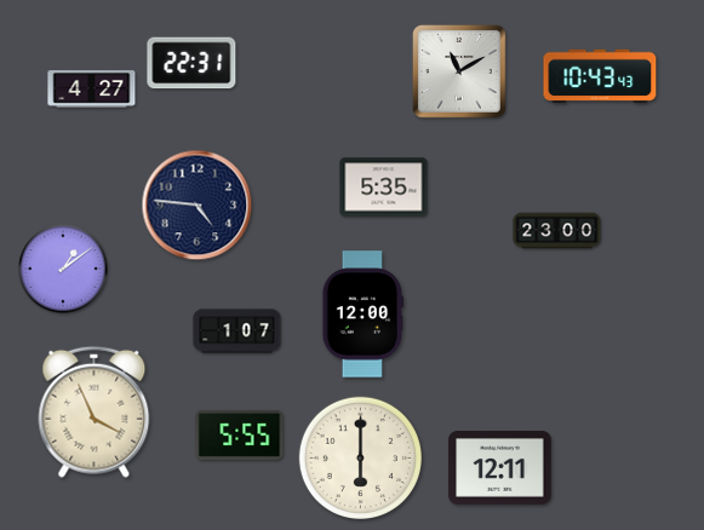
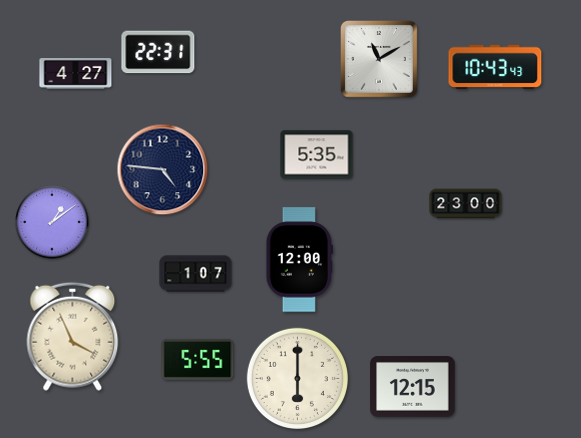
clock at (600, 76) position: (600, 76) -> (495, 67)
clock at (557, 231) position: (557, 231) -> (466, 204)
clock at (95, 411) position: (95, 411) -> (73, 336)
clock at (500, 468): 12:11 -> 12:15
